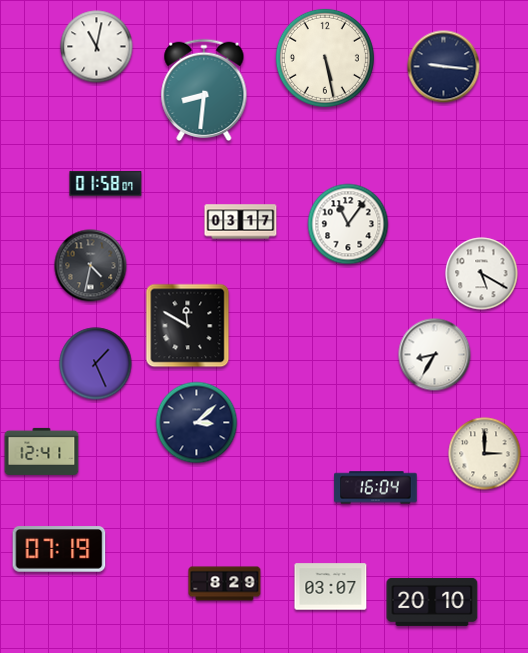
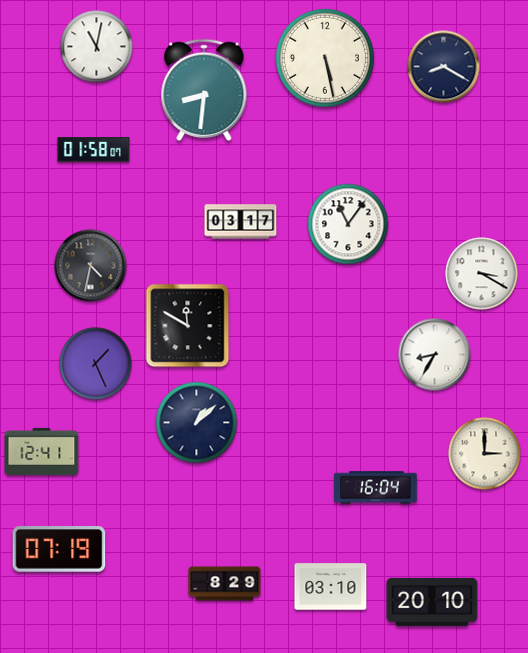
clock at (444, 67): 9:16 -> 8:20
clock at (106, 184) position: (106, 184) -> (94, 150)
clock at (482, 274): 5:20 -> 3:20
clock at (197, 423): 3:08 -> 1:08
clock at (331, 587): 03:07 -> 03:10
